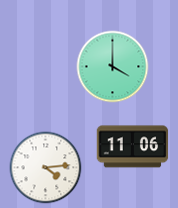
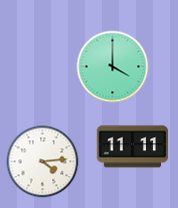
clock at (133, 147): 11:06 -> 11:11
clock at (46, 168) position: (46, 168) -> (43, 162)
